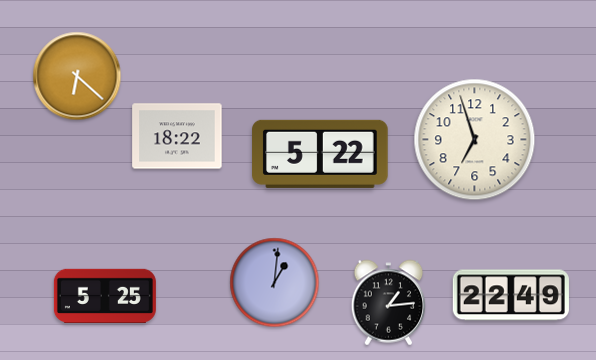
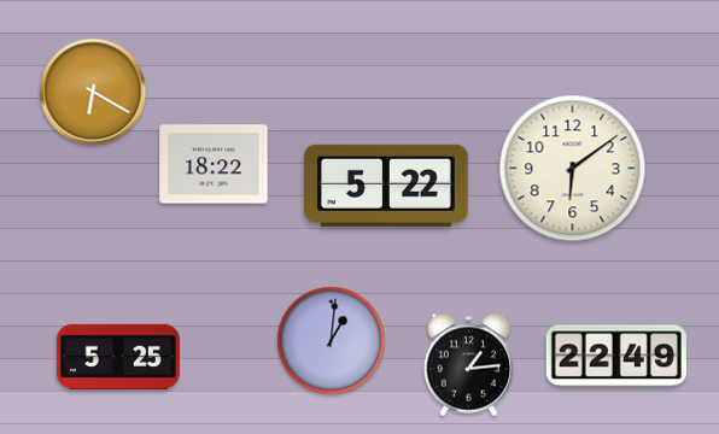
clock at (77, 76): 6:22 -> 6:20
clock at (475, 140): 6:57 -> 6:09
clock at (105, 295) position: (105, 295) -> (118, 356)
